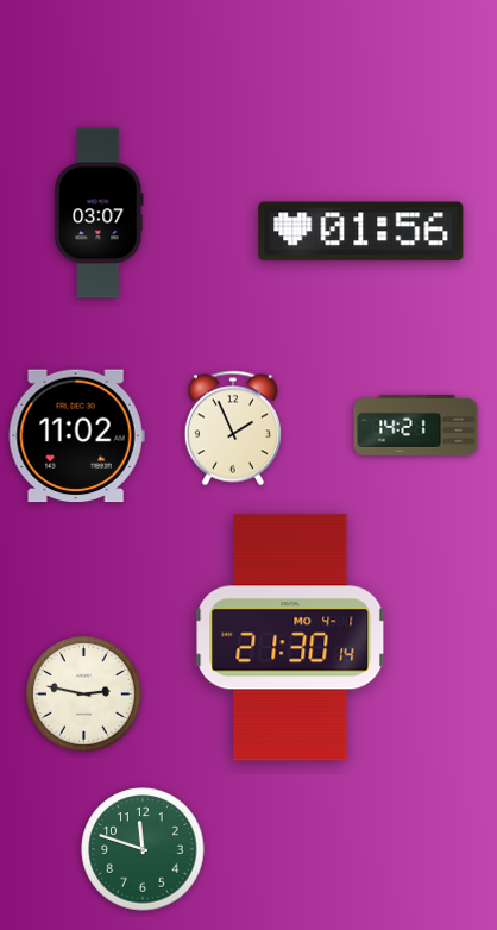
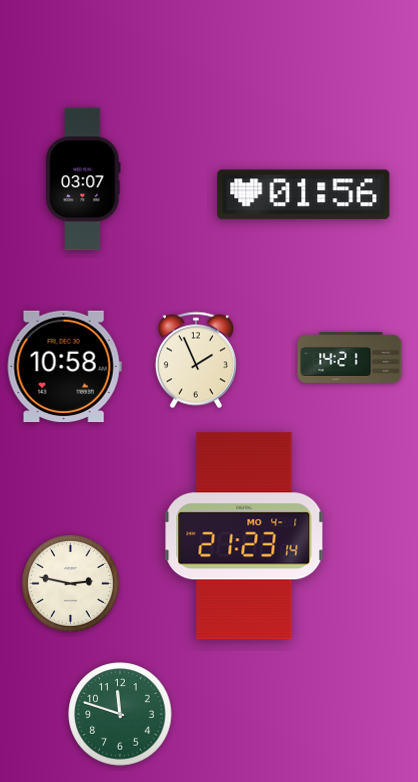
clock at (76, 436): 11:02 -> 10:58
clock at (290, 637): 21:30 -> 21:23
